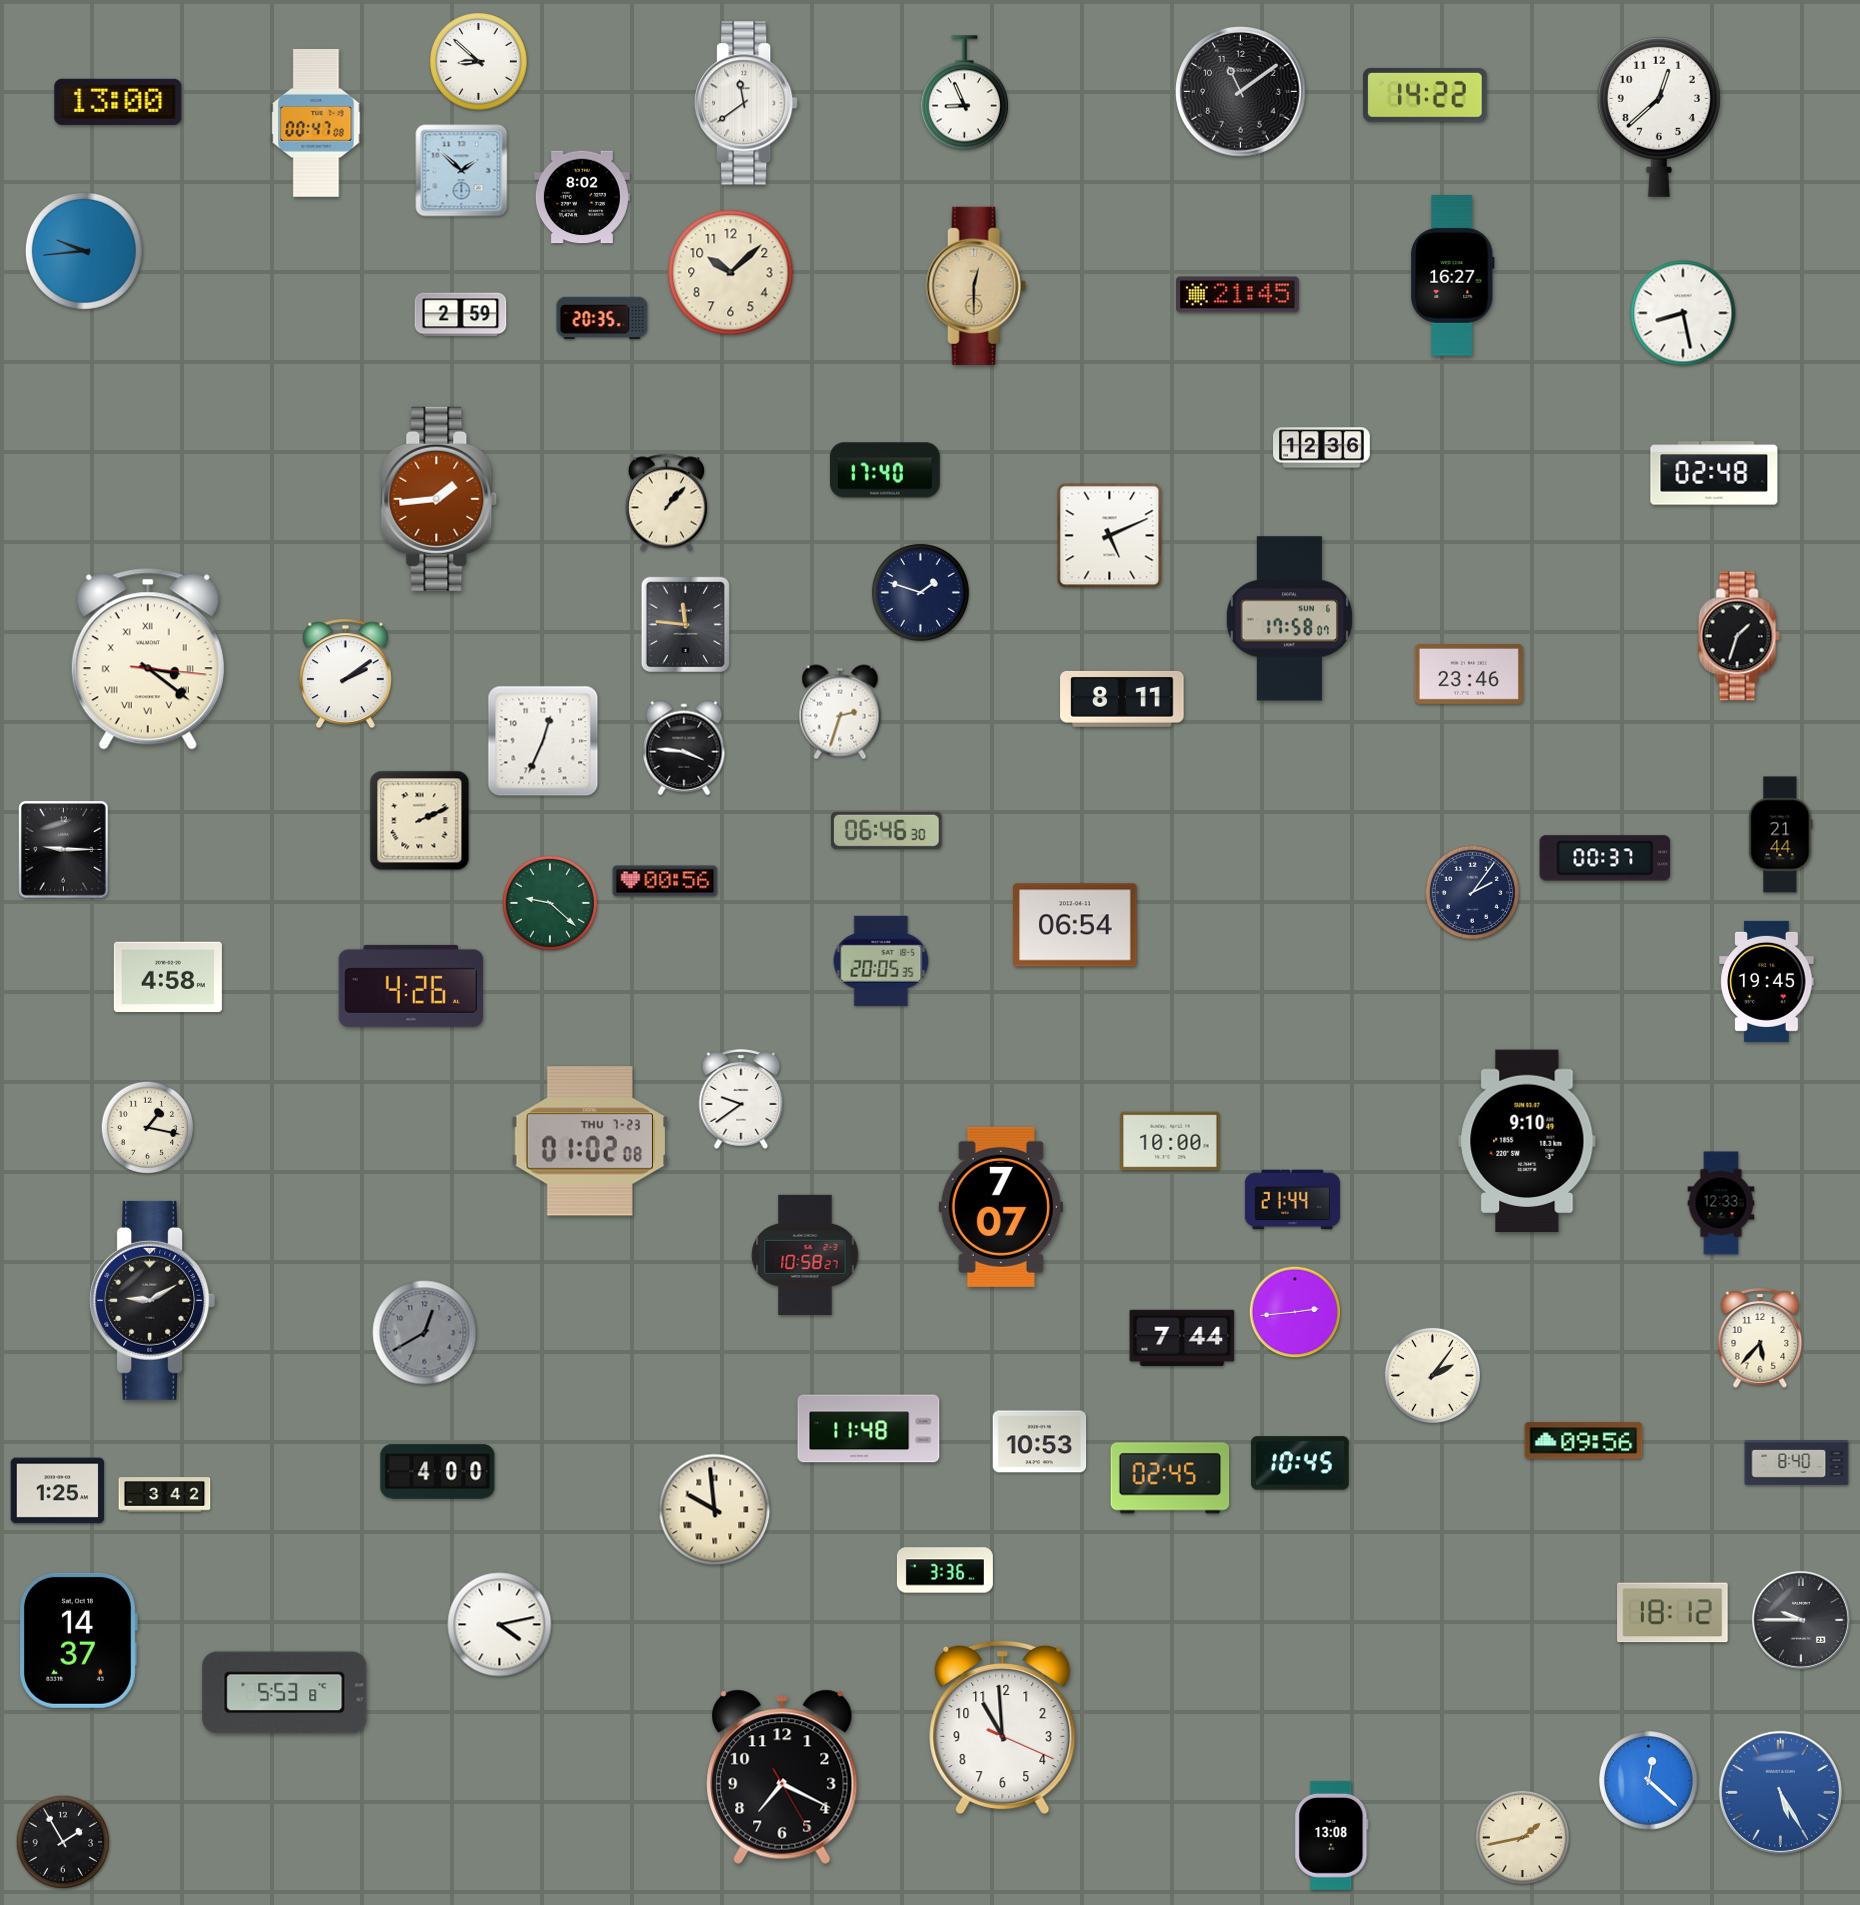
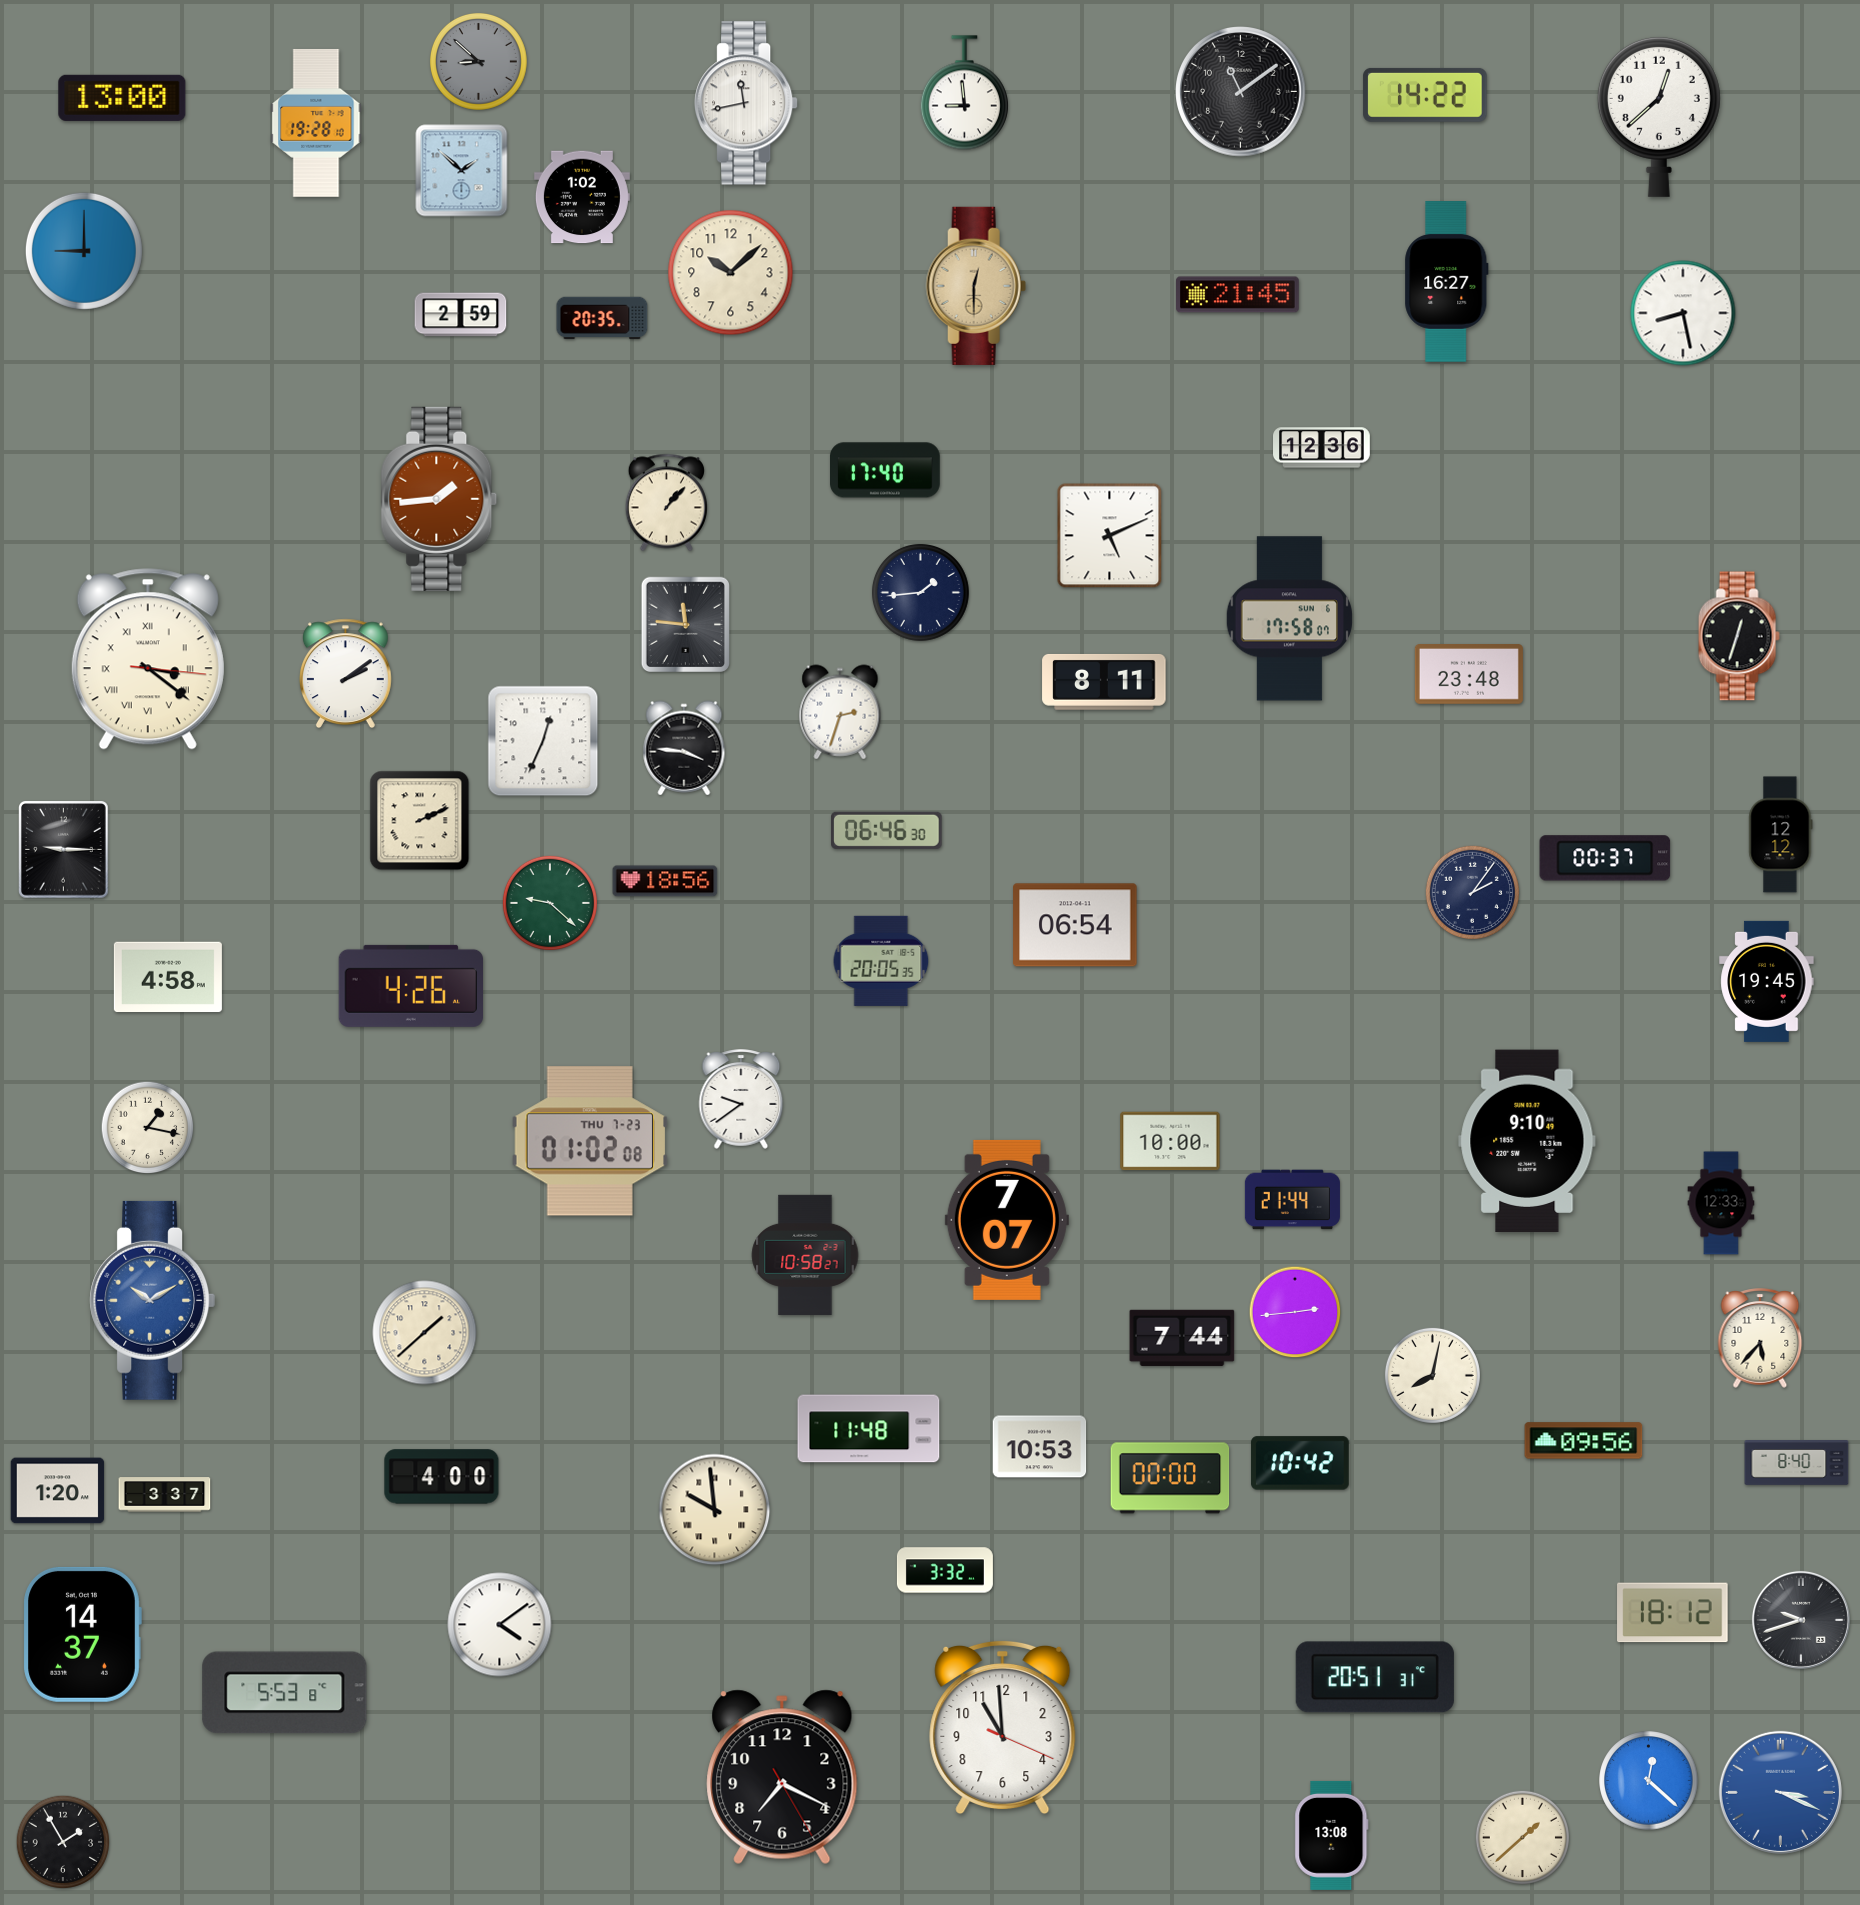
clock at (478, 61) dial: white -> grey
clock at (964, 93): 8:56 -> 8:59
clock at (118, 102) position: (118, 102) -> (122, 98)
clock at (747, 103): 11:39 -> 11:43
clock at (316, 123): 00:47 -> 19:28
clock at (582, 197): 8:02 -> 1:02
clock at (84, 251): 9:44 -> 9:00
clock at (1453, 276) position: (1453, 276) -> (1447, 282)
clock at (1714, 473): 02:48 -> none
clock at (920, 592): 1:48 -> 1:44
clock at (1739, 636): 1:33 -> 12:33
clock at (1469, 675): 23:46 -> 23:48
clock at (1122, 699) position: (1122, 699) -> (1104, 682)
clock at (1781, 835): 21:44 -> 12:12
clock at (665, 881): 00:56 -> 18:56
clock at (1001, 1207) position: (1001, 1207) -> (1007, 1220)
clock at (153, 1300): 9:10 -> 10:10
clock at (153, 1300) dial: black -> blue
clock at (425, 1333): 12:40 -> 1:38
clock at (425, 1333) dial: grey -> cream
clock at (1432, 1375): 2:06 -> 8:02
clock at (1040, 1442) position: (1040, 1442) -> (1040, 1447)
clock at (1300, 1463): 10:45 -> 10:42
clock at (438, 1472) position: (438, 1472) -> (442, 1477)
clock at (1170, 1478): 02:45 -> 00:00
clock at (58, 1491): 1:25 -> 1:20
clock at (165, 1495): 3:42 -> 3:37
clock at (945, 1570): 3:36 -> 3:32
clock at (1801, 1620): 9:45 -> 9:42
clock at (500, 1625): 4:13 -> 4:09
clock at (78, 1640) position: (78, 1640) -> (82, 1634)
clock at (1375, 1677): none -> 20:51
clock at (1780, 1792): 5:25 -> 3:19
clock at (1522, 1837): 1:43 -> 1:38
